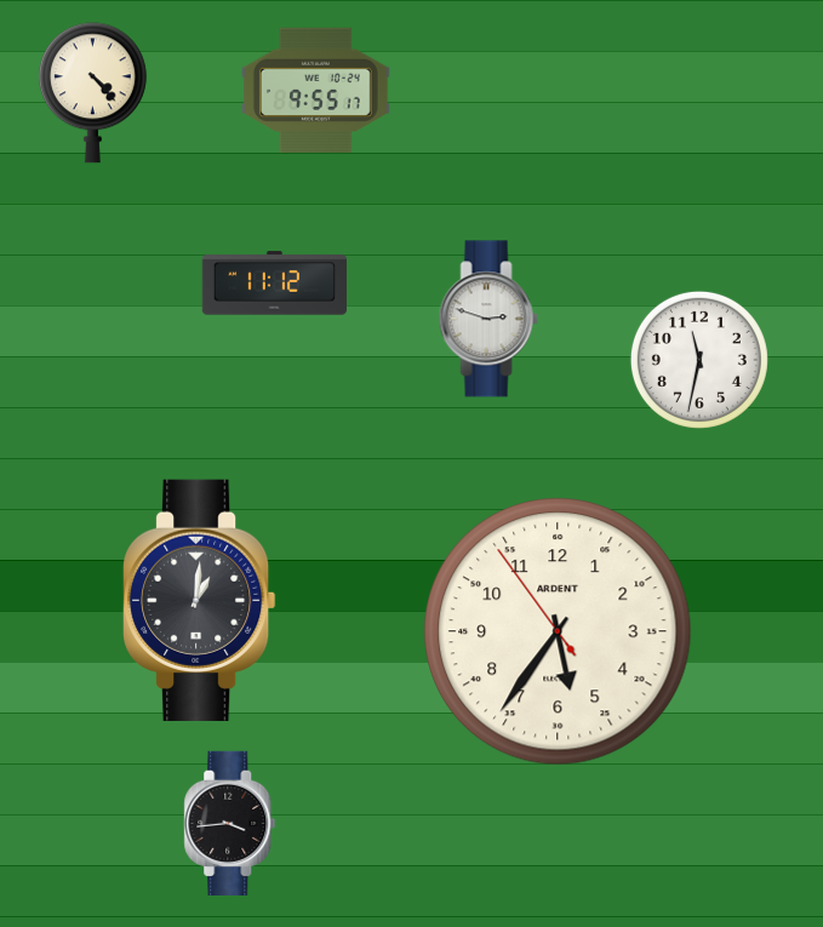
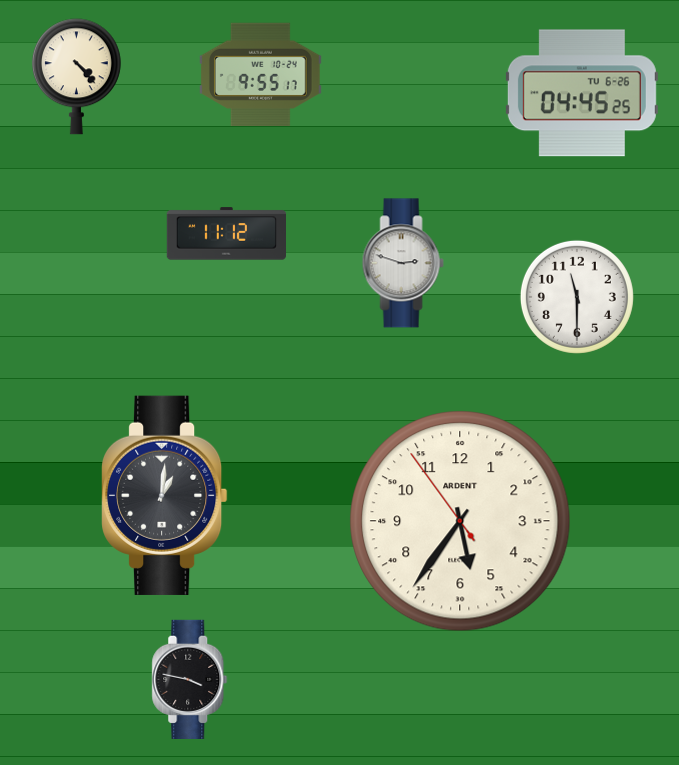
clock at (582, 93): none -> 04:45
clock at (699, 360): 11:32 -> 11:30
clock at (230, 823): 3:44 -> 3:47
